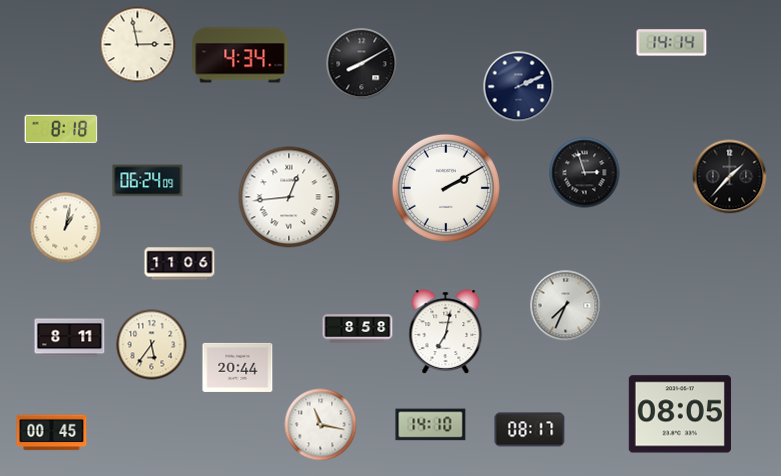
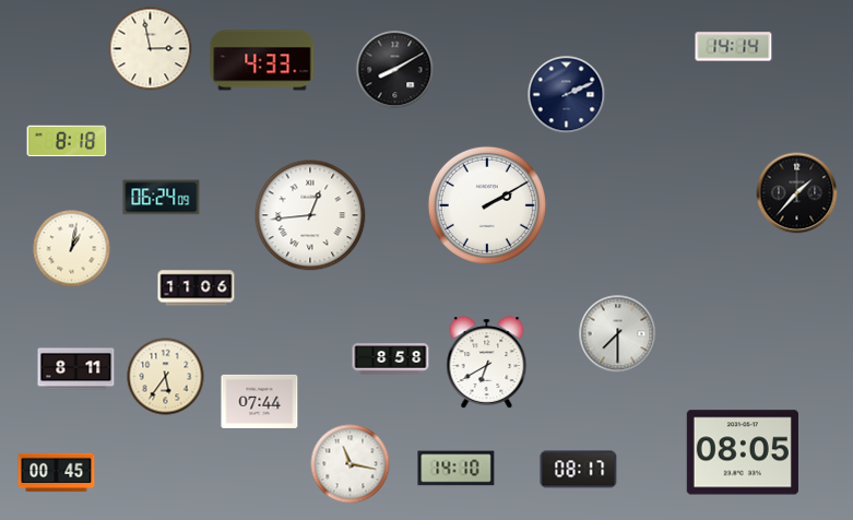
clock at (240, 55): 4:34 -> 4:33
clock at (585, 173): 2:57 -> none
clock at (289, 197) position: (289, 197) -> (310, 215)
clock at (566, 306): 7:34 -> 7:30
clock at (446, 332): 7:02 -> 6:40
clock at (238, 367): 20:44 -> 07:44
clock at (431, 425) position: (431, 425) -> (457, 469)
